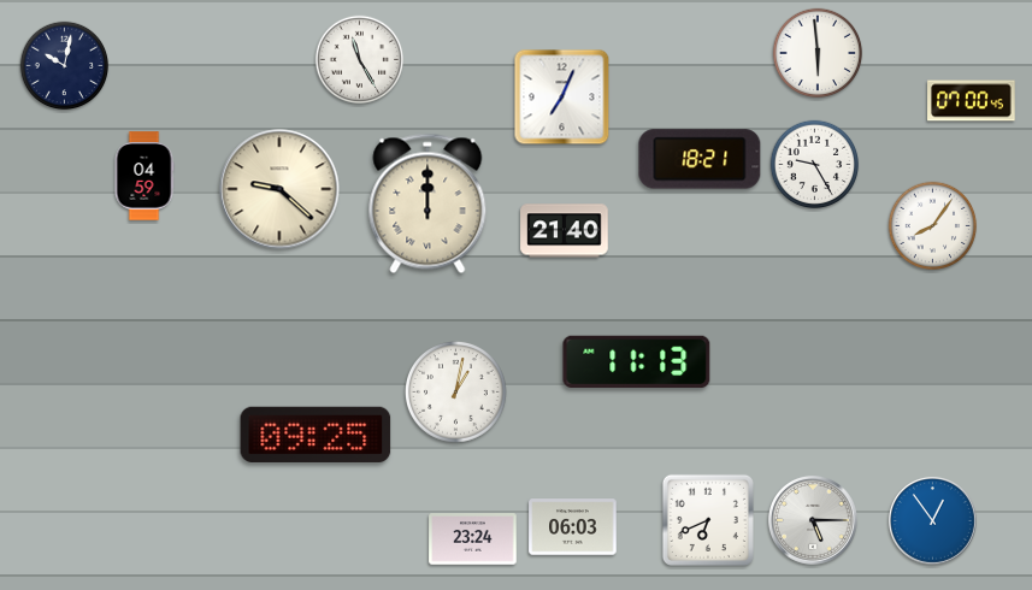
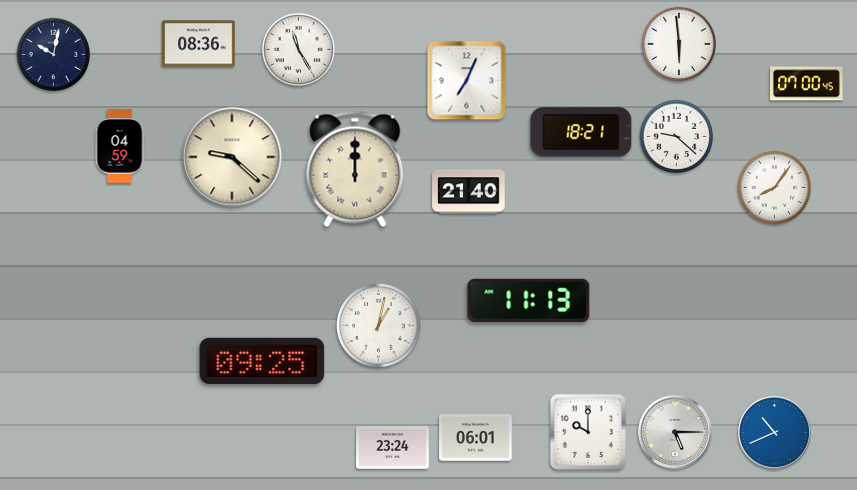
clock at (199, 44): none -> 08:36
clock at (815, 165): 9:25 -> 9:22
clock at (708, 520): 6:41 -> 10:00
clock at (932, 520): 12:54 -> 10:41
clock at (573, 527): 06:03 -> 06:01
